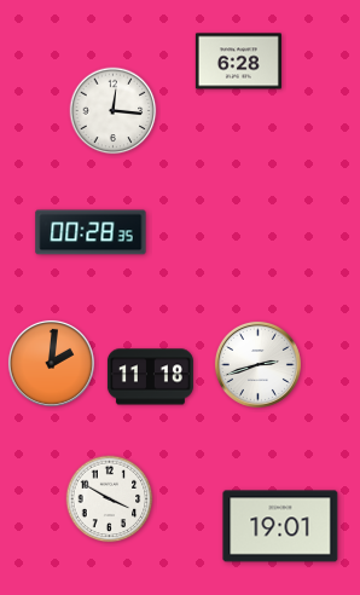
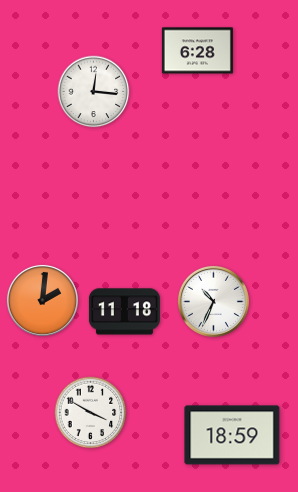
clock at (91, 232): 00:28 -> none
clock at (257, 364): 2:42 -> 10:34
clock at (280, 526): 19:01 -> 18:59
